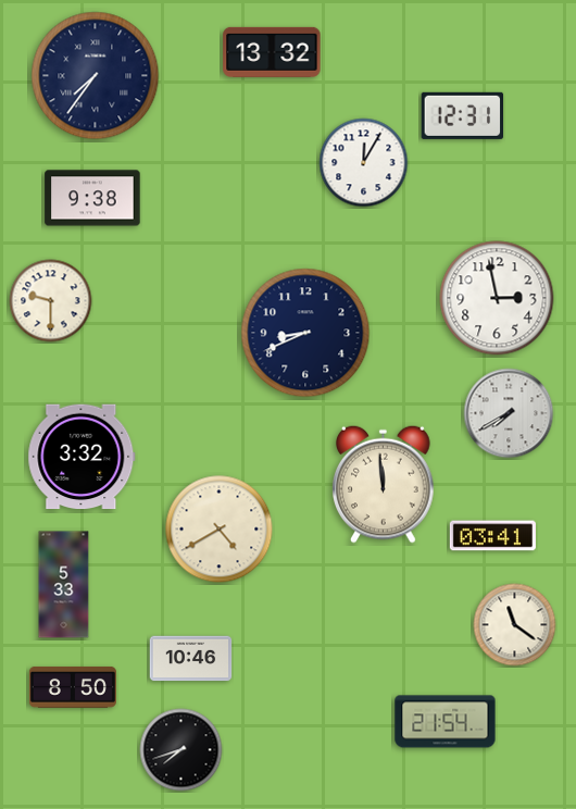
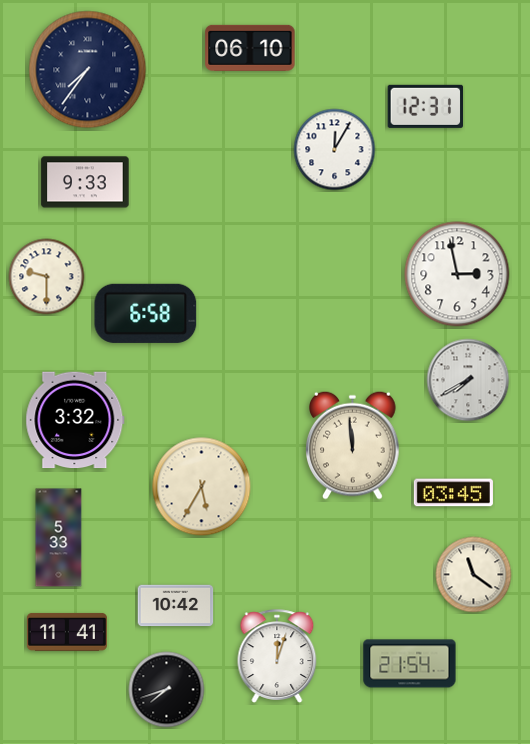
clock at (272, 52): 13:32 -> 06:10
clock at (92, 198): 9:38 -> 9:33
clock at (305, 333): 8:41 -> none
clock at (146, 313): none -> 6:58
clock at (220, 530): 4:40 -> 5:35
clock at (492, 536): 03:41 -> 03:45
clock at (191, 659): 10:46 -> 10:42
clock at (73, 687): 8:50 -> 11:41
clock at (277, 656): none -> 12:03
